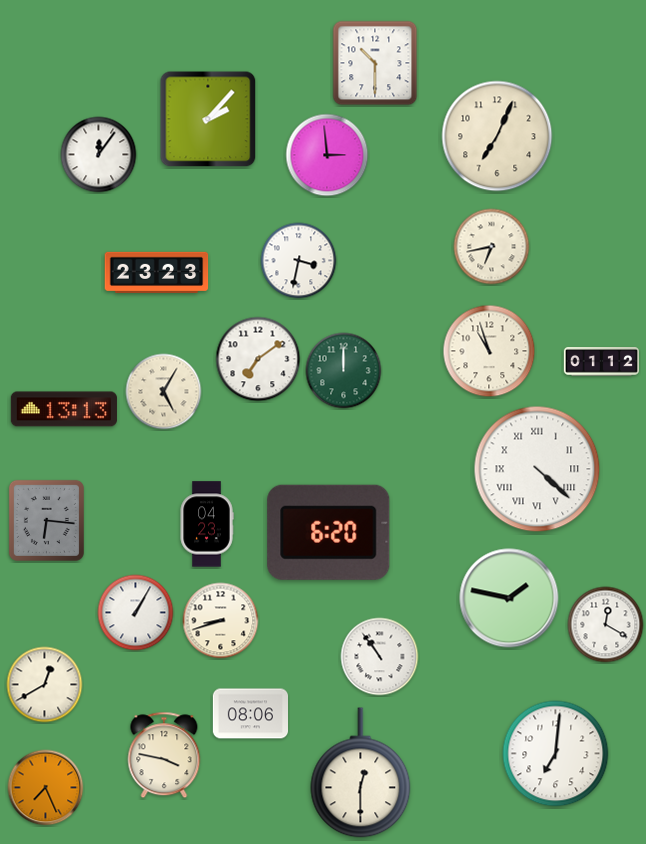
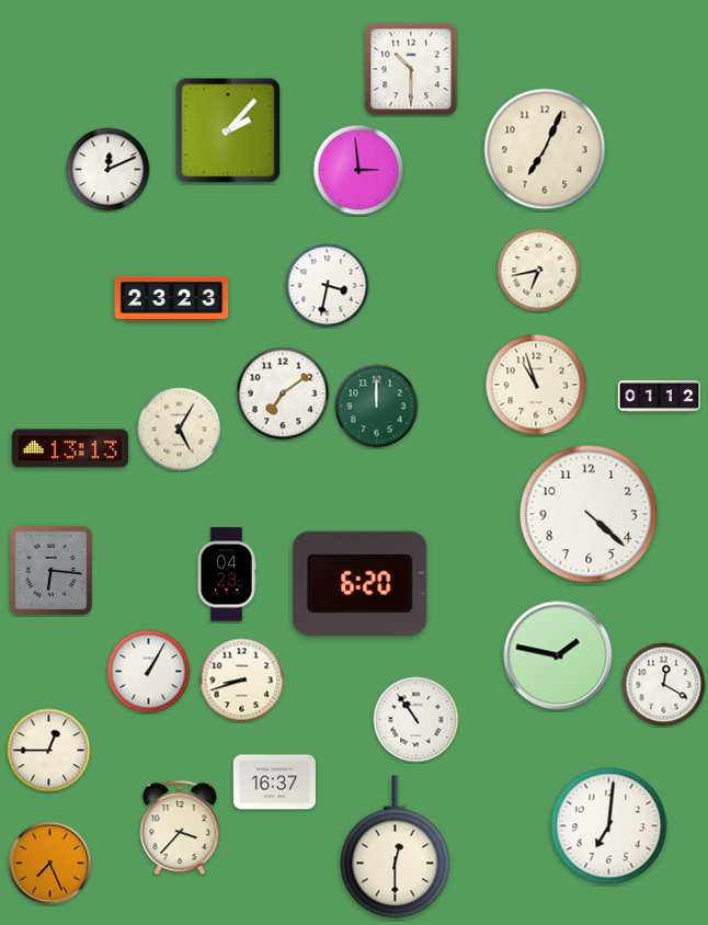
clock at (99, 155): 12:06 -> 12:11
clock at (537, 469) numerals: Roman -> Arabic
clock at (45, 685): 12:40 -> 12:45
clock at (250, 714): 08:06 -> 16:37
clock at (164, 755): 3:47 -> 3:37
